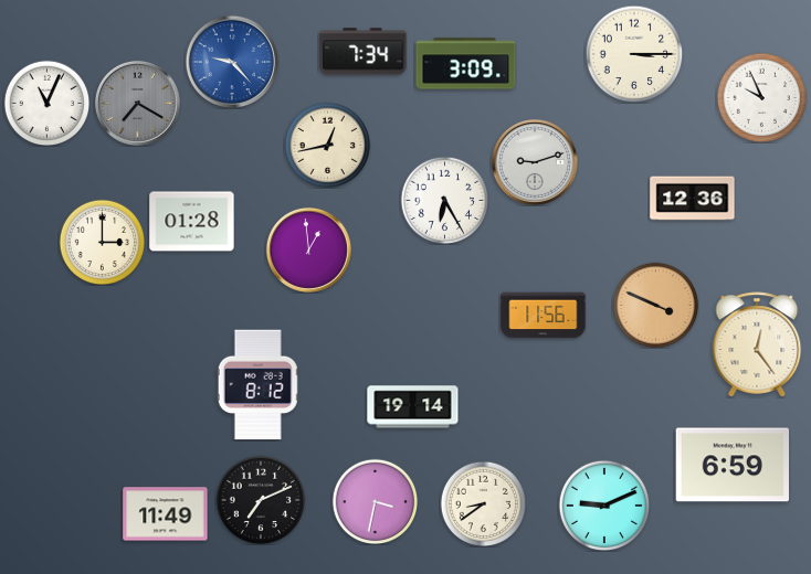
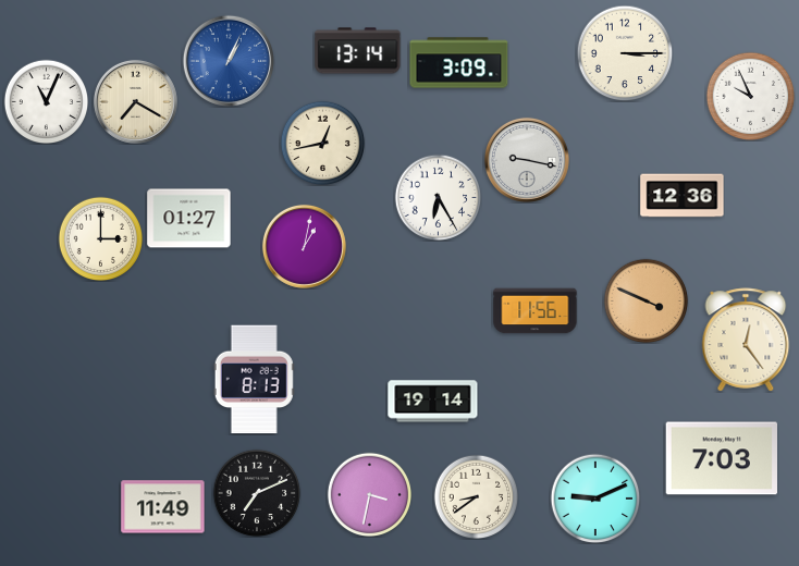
clock at (364, 52): 7:34 -> 13:14
clock at (231, 61): 9:23 -> 1:04
clock at (137, 103) dial: grey -> cream
clock at (535, 162): 9:12 -> 9:17
clock at (192, 222): 01:28 -> 01:27
clock at (308, 249): 12:59 -> 1:02
clock at (257, 385): 8:12 -> 8:13
clock at (413, 407) position: (413, 407) -> (433, 402)
clock at (731, 465): 6:59 -> 7:03
